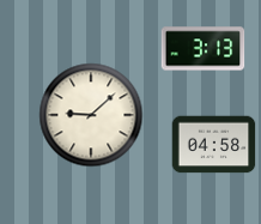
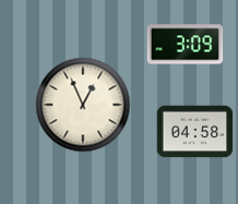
clock at (204, 49): 3:13 -> 3:09
clock at (91, 115): 9:08 -> 12:56
